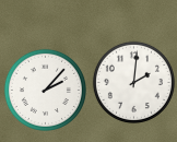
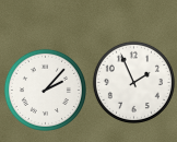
clock at (133, 82): 2:01 -> 1:56
